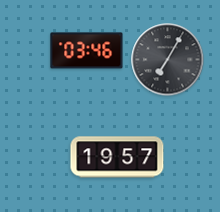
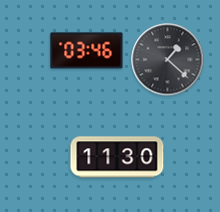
clock at (168, 60): 7:05 -> 1:22
clock at (117, 157): 19:57 -> 11:30
